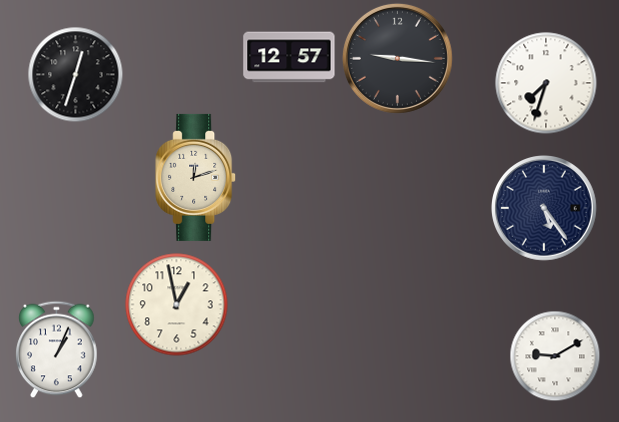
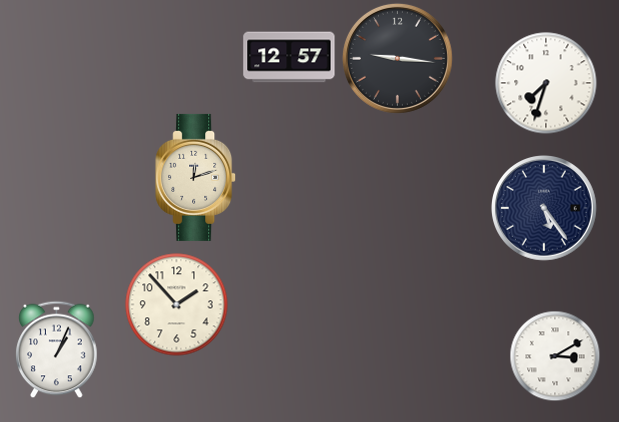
clock at (75, 74): 12:33 -> none
clock at (177, 305): 12:58 -> 1:53
clock at (555, 356): 9:10 -> 3:10
